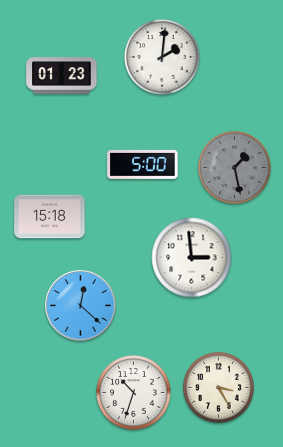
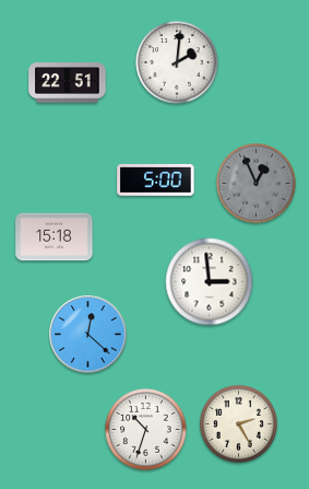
clock at (62, 76): 01:23 -> 22:51
clock at (235, 168): 1:28 -> 12:56
clock at (218, 387): 3:25 -> 2:25
